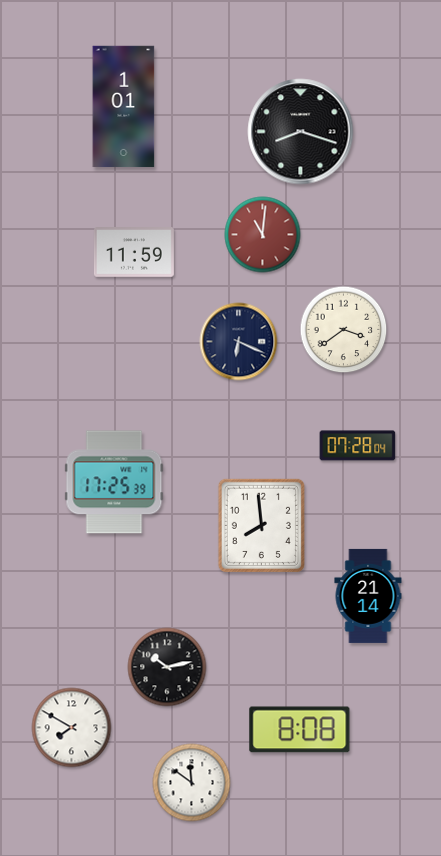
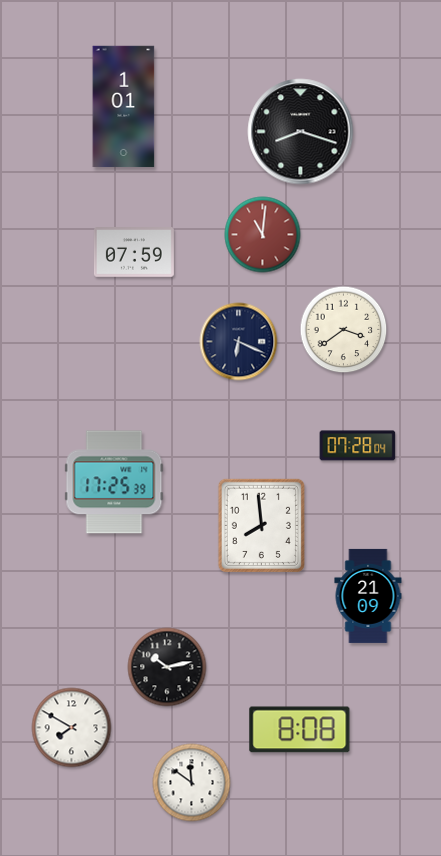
clock at (134, 253): 11:59 -> 07:59
clock at (368, 596): 21:14 -> 21:09
